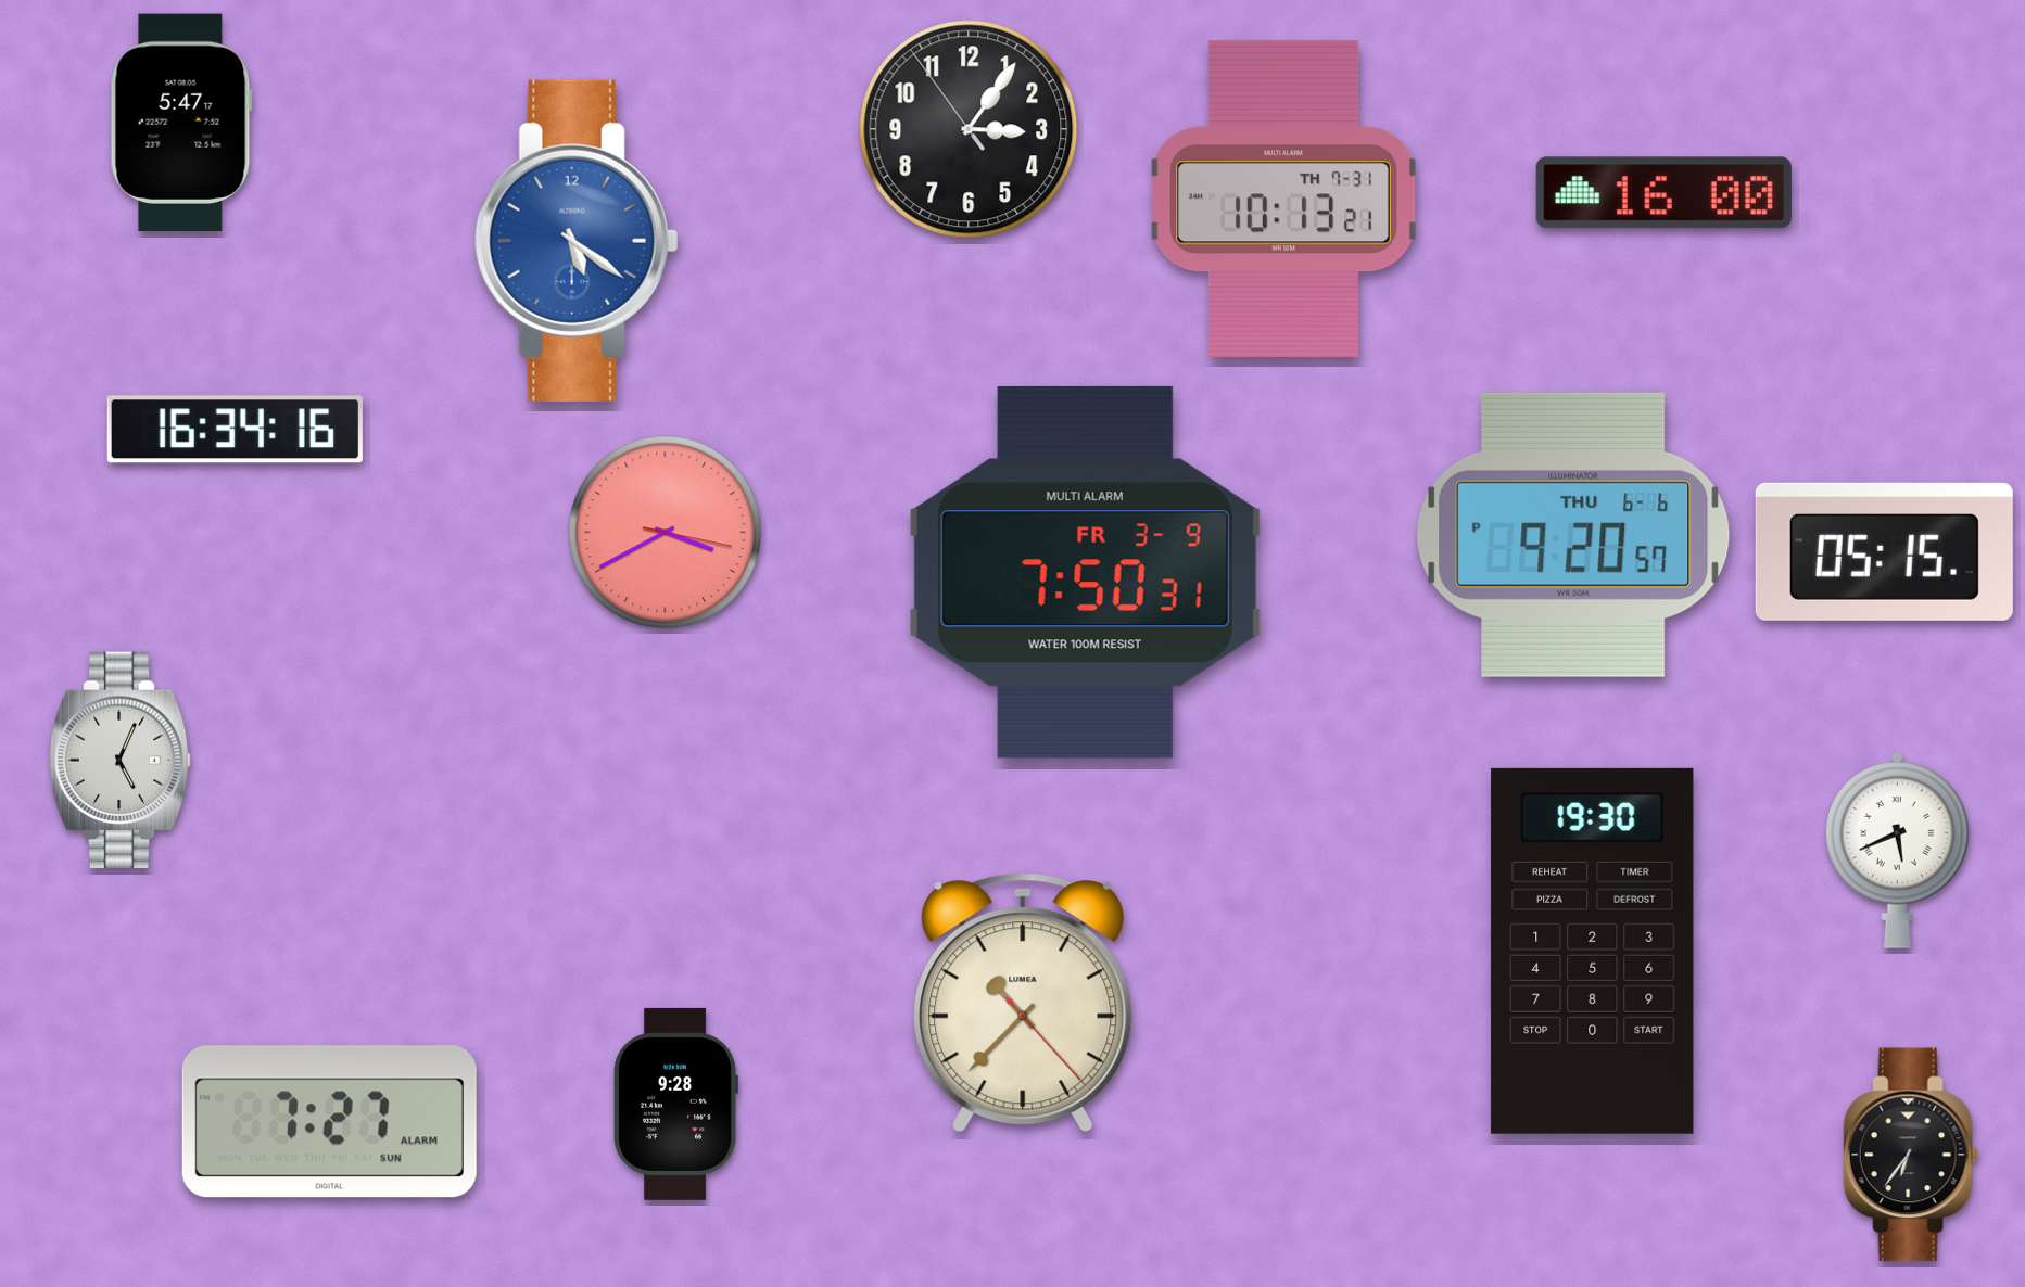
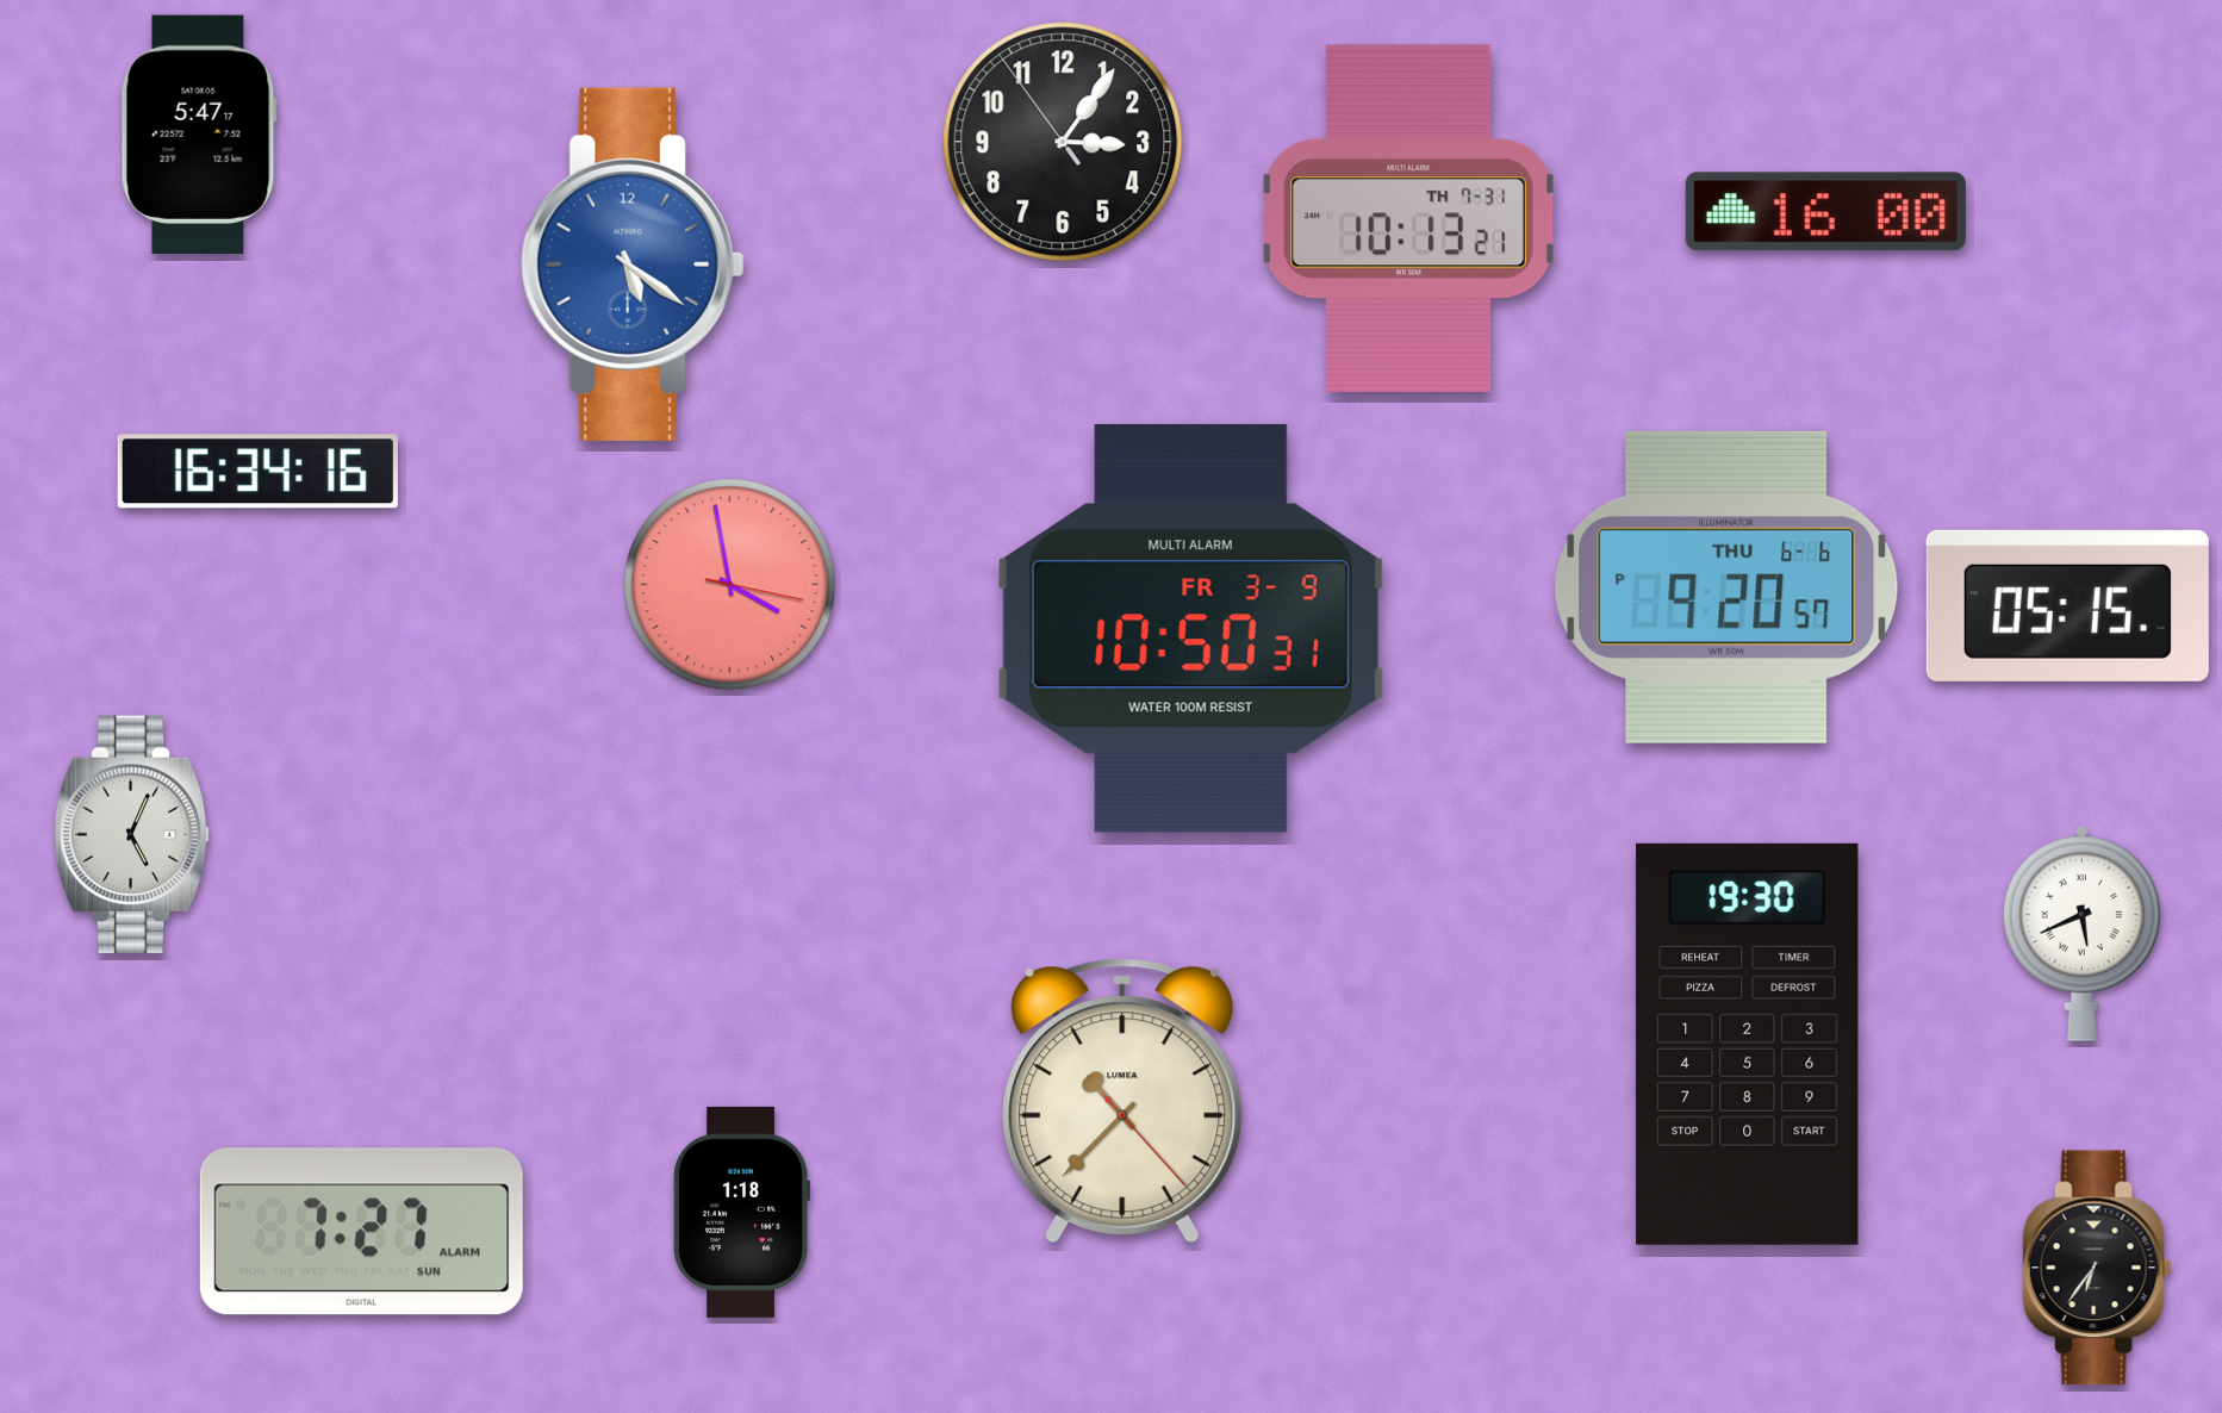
clock at (666, 533): 3:40 -> 3:58
clock at (1085, 572): 7:50 -> 10:50
clock at (675, 1104): 9:28 -> 1:18
